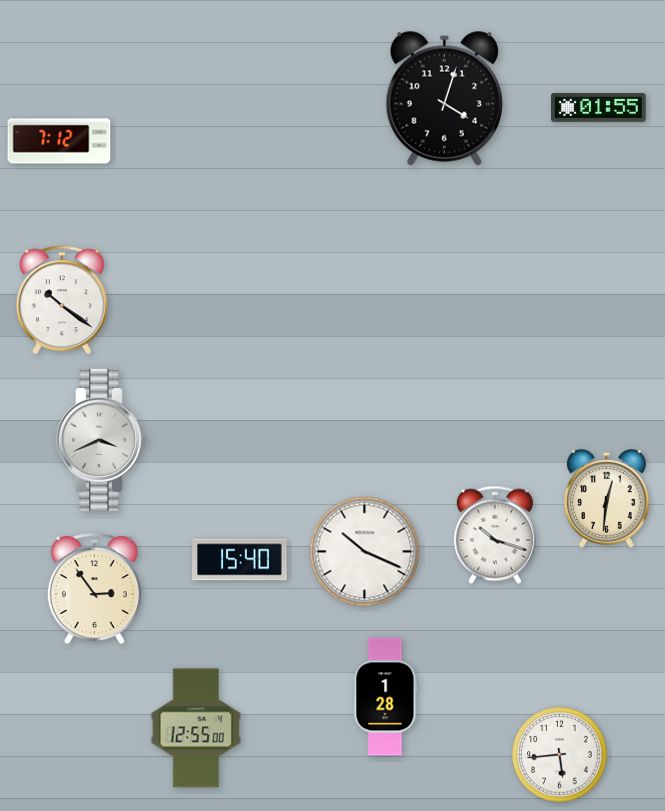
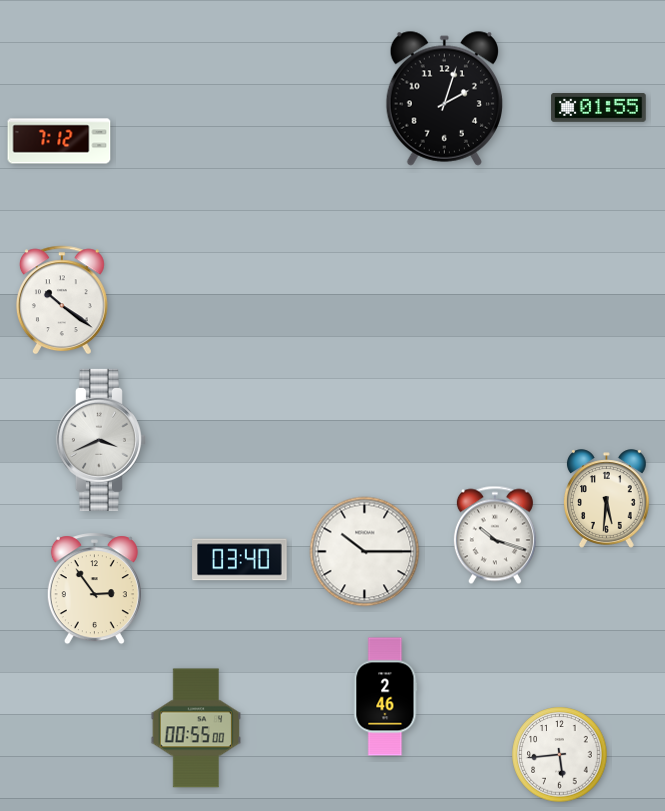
clock at (444, 98): 4:03 -> 2:03
clock at (606, 499): 12:31 -> 5:31
clock at (365, 552): 10:19 -> 10:15
clock at (240, 560): 15:40 -> 03:40
clock at (386, 697): 1:28 -> 2:46
clock at (196, 728): 12:55 -> 00:55
